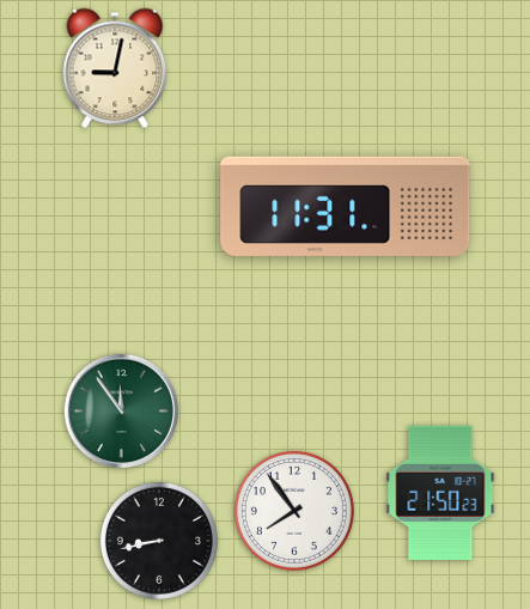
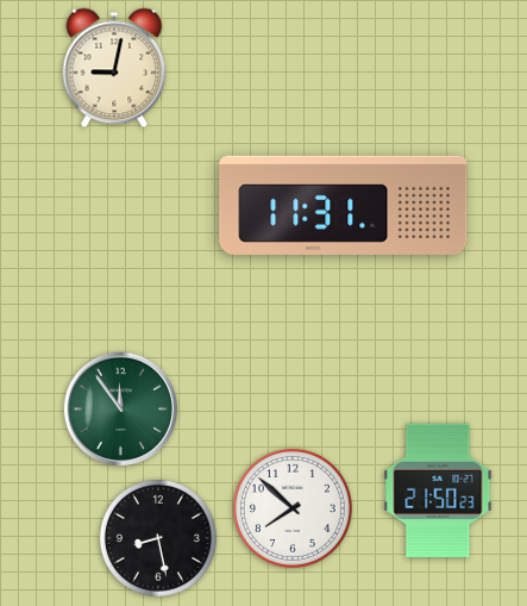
clock at (294, 511): 7:54 -> 7:52
clock at (159, 541): 8:43 -> 8:28
